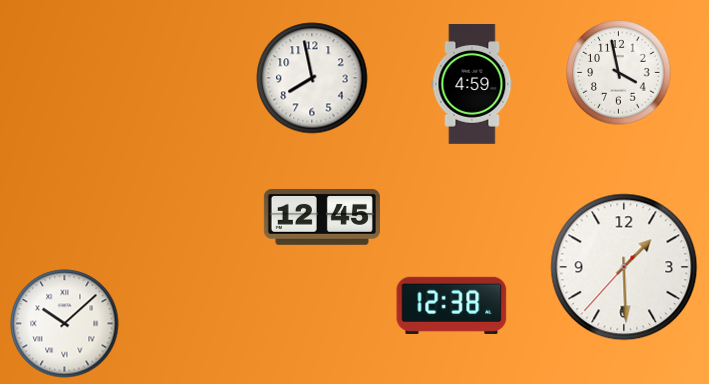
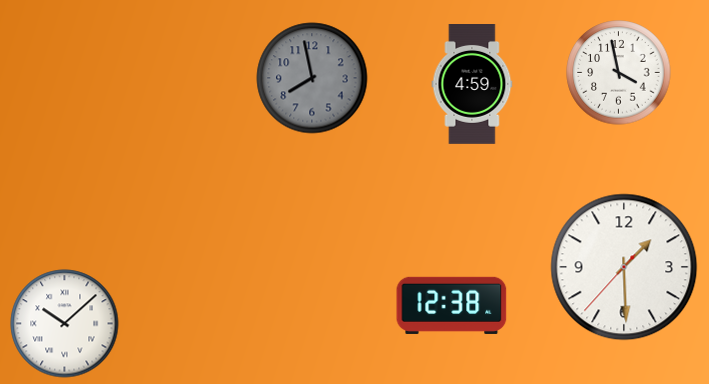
clock at (312, 78) dial: white -> grey
clock at (322, 217): 12:45 -> none
